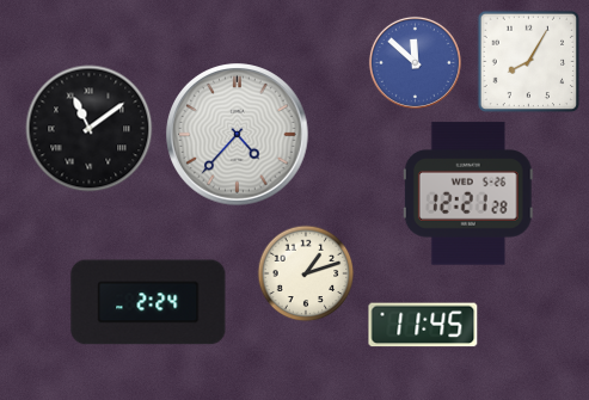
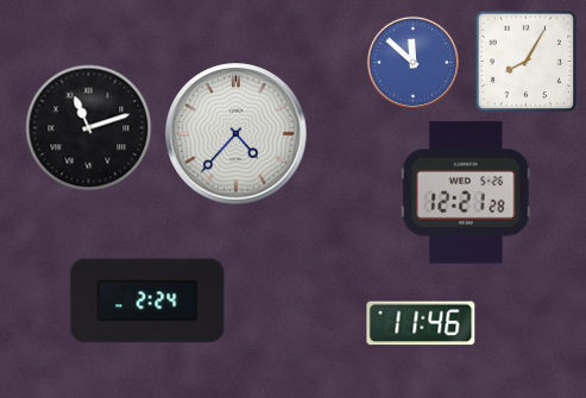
clock at (90, 129): 11:09 -> 11:12
clock at (306, 273): 1:12 -> none
clock at (423, 325): 11:45 -> 11:46
